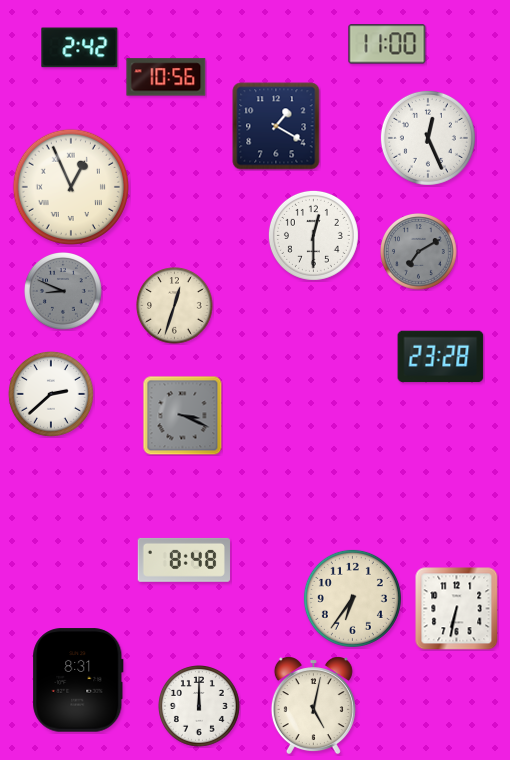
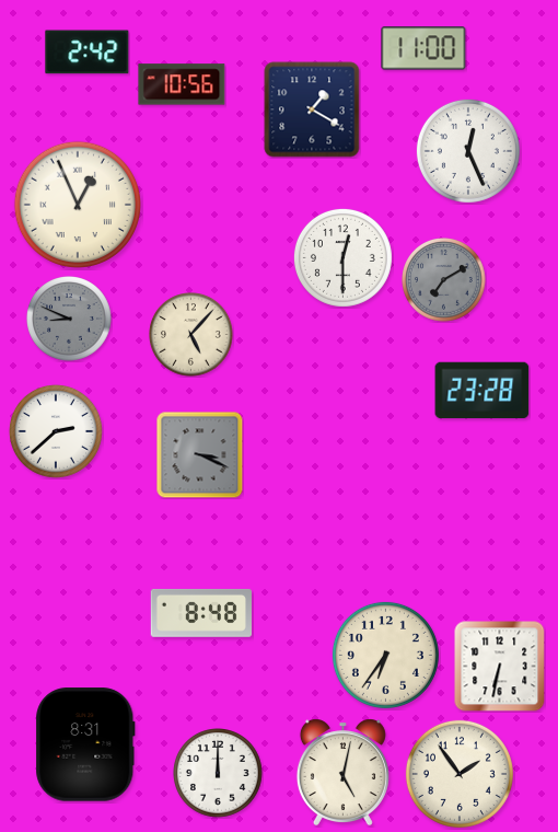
clock at (276, 126) position: (276, 126) -> (312, 109)
clock at (419, 252) position: (419, 252) -> (444, 280)
clock at (175, 306): 12:33 -> 5:07
clock at (460, 774): none -> 1:54
